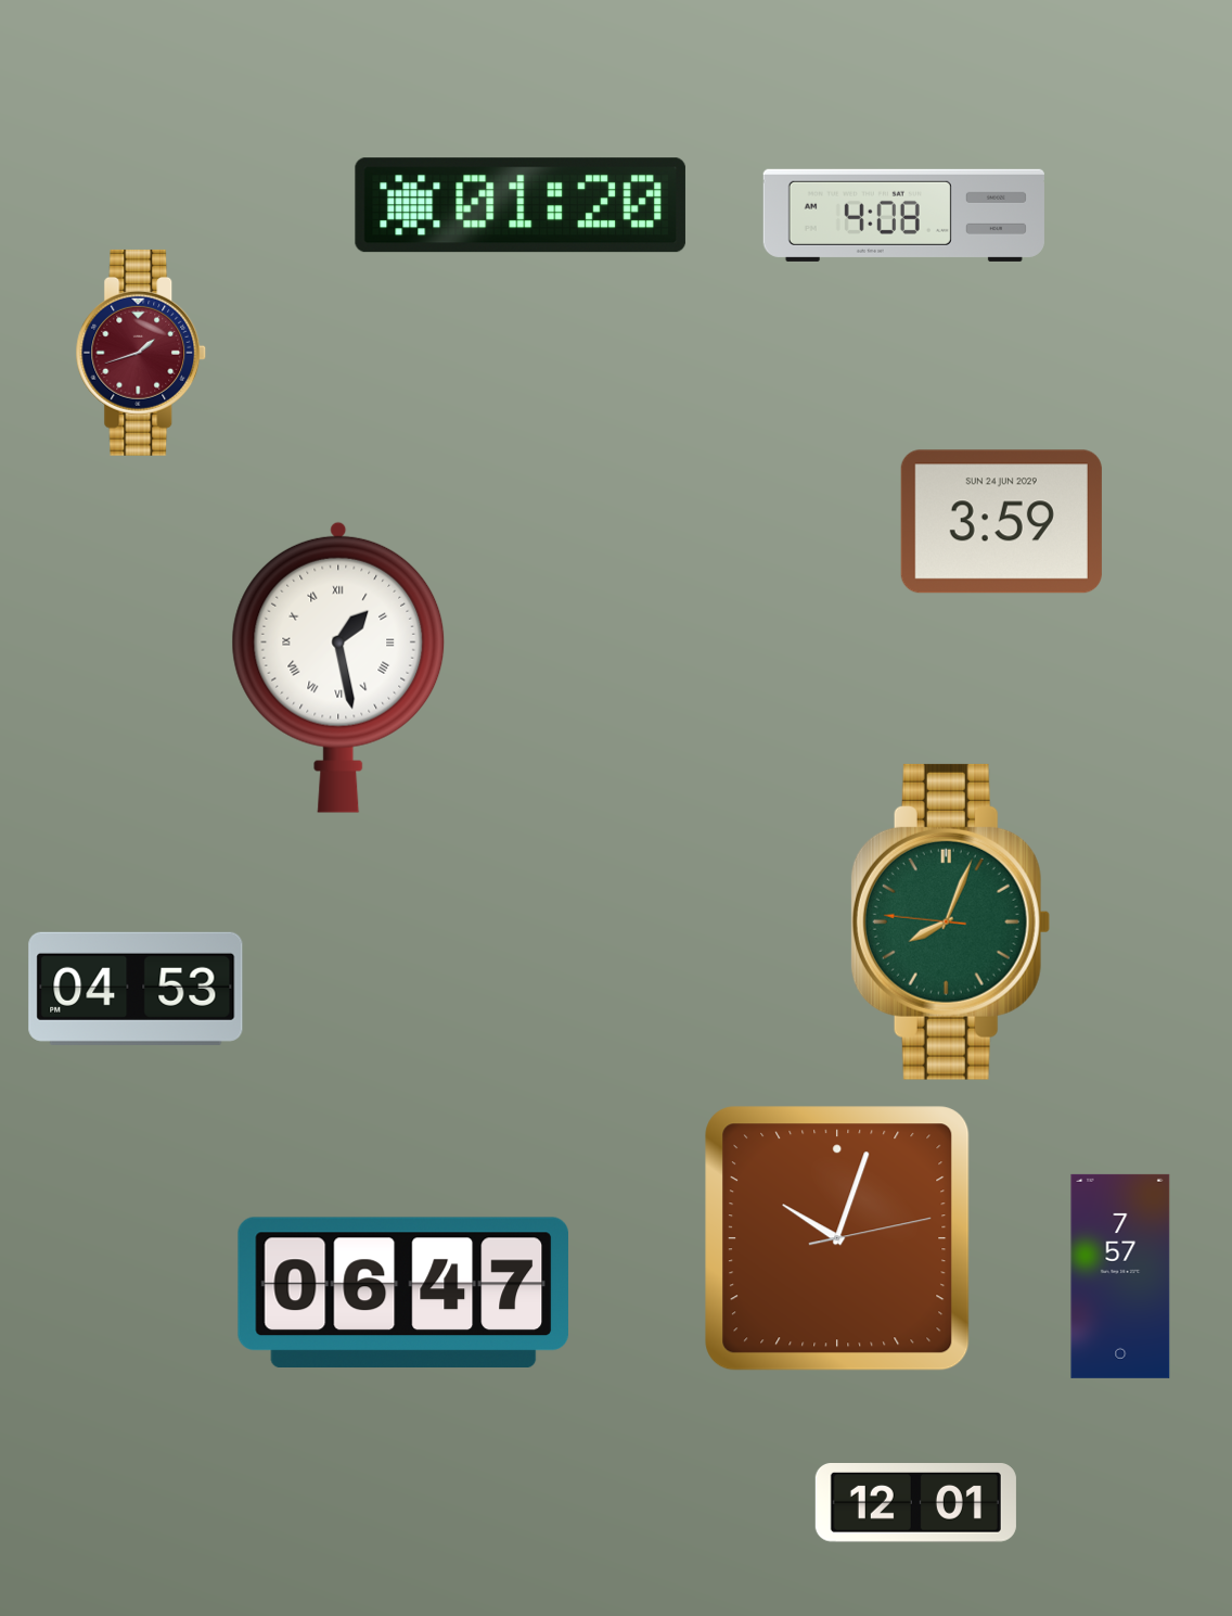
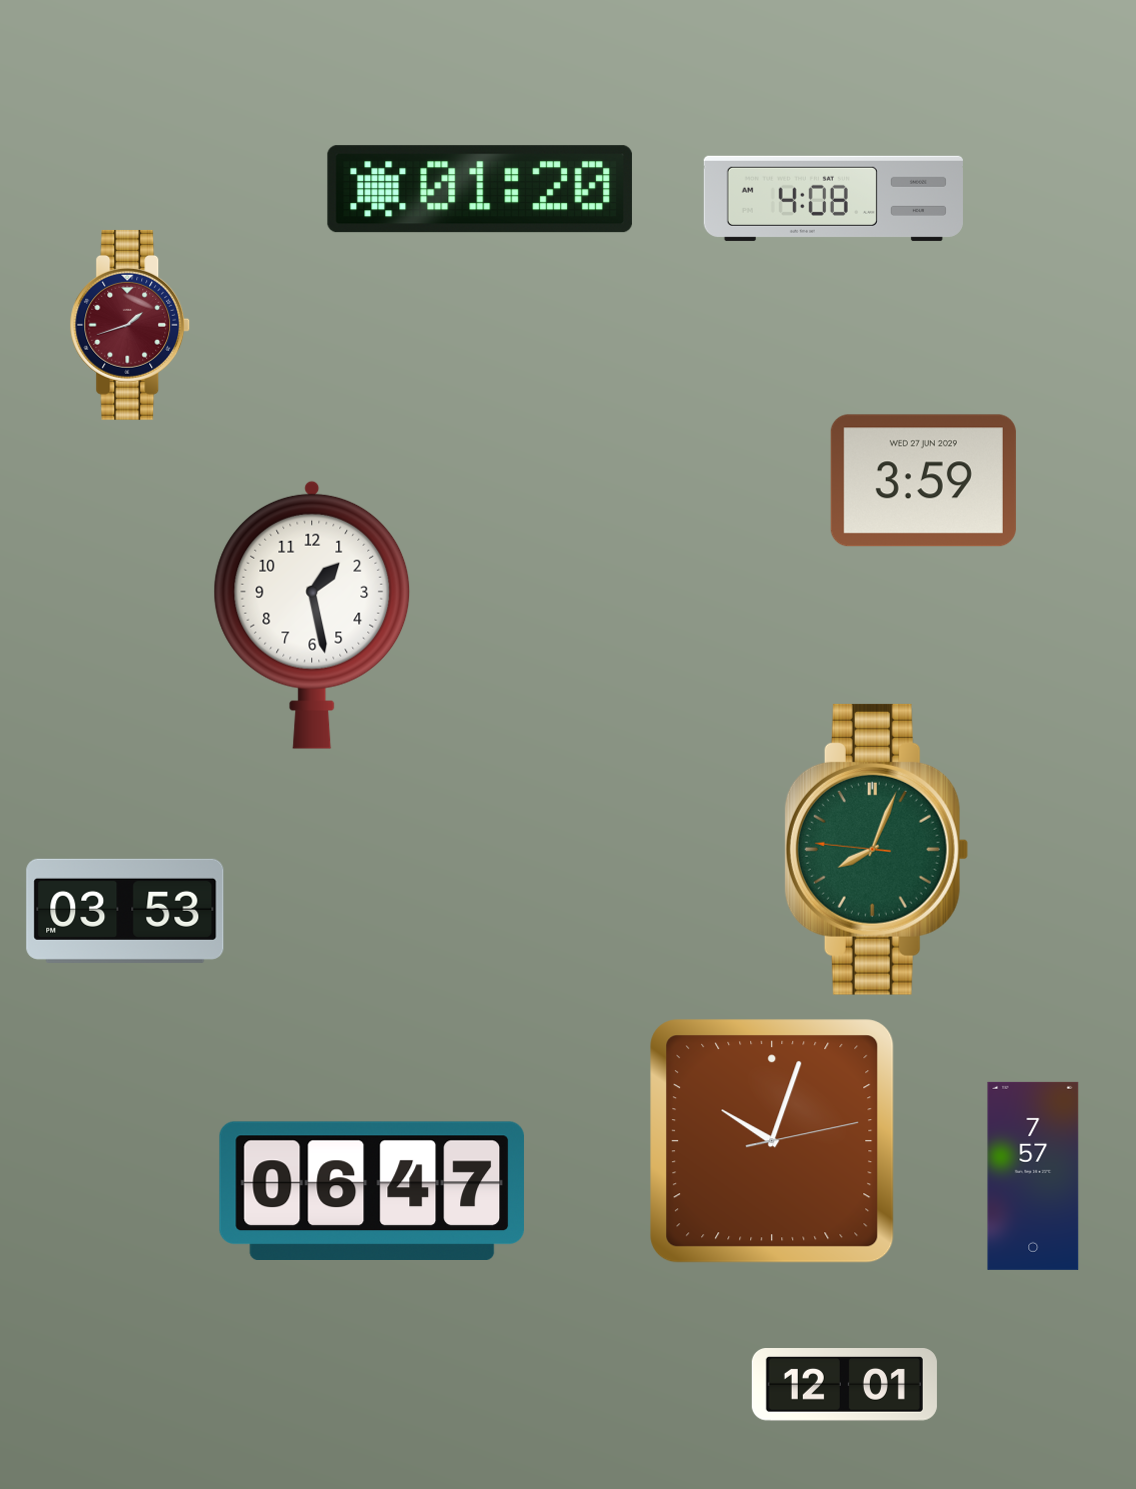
clock at (1001, 522) date: SUN 24 JUN 2029 -> WED 27 JUN 2029
clock at (338, 667) numerals: Roman -> Arabic
clock at (136, 989): 04:53 -> 03:53
